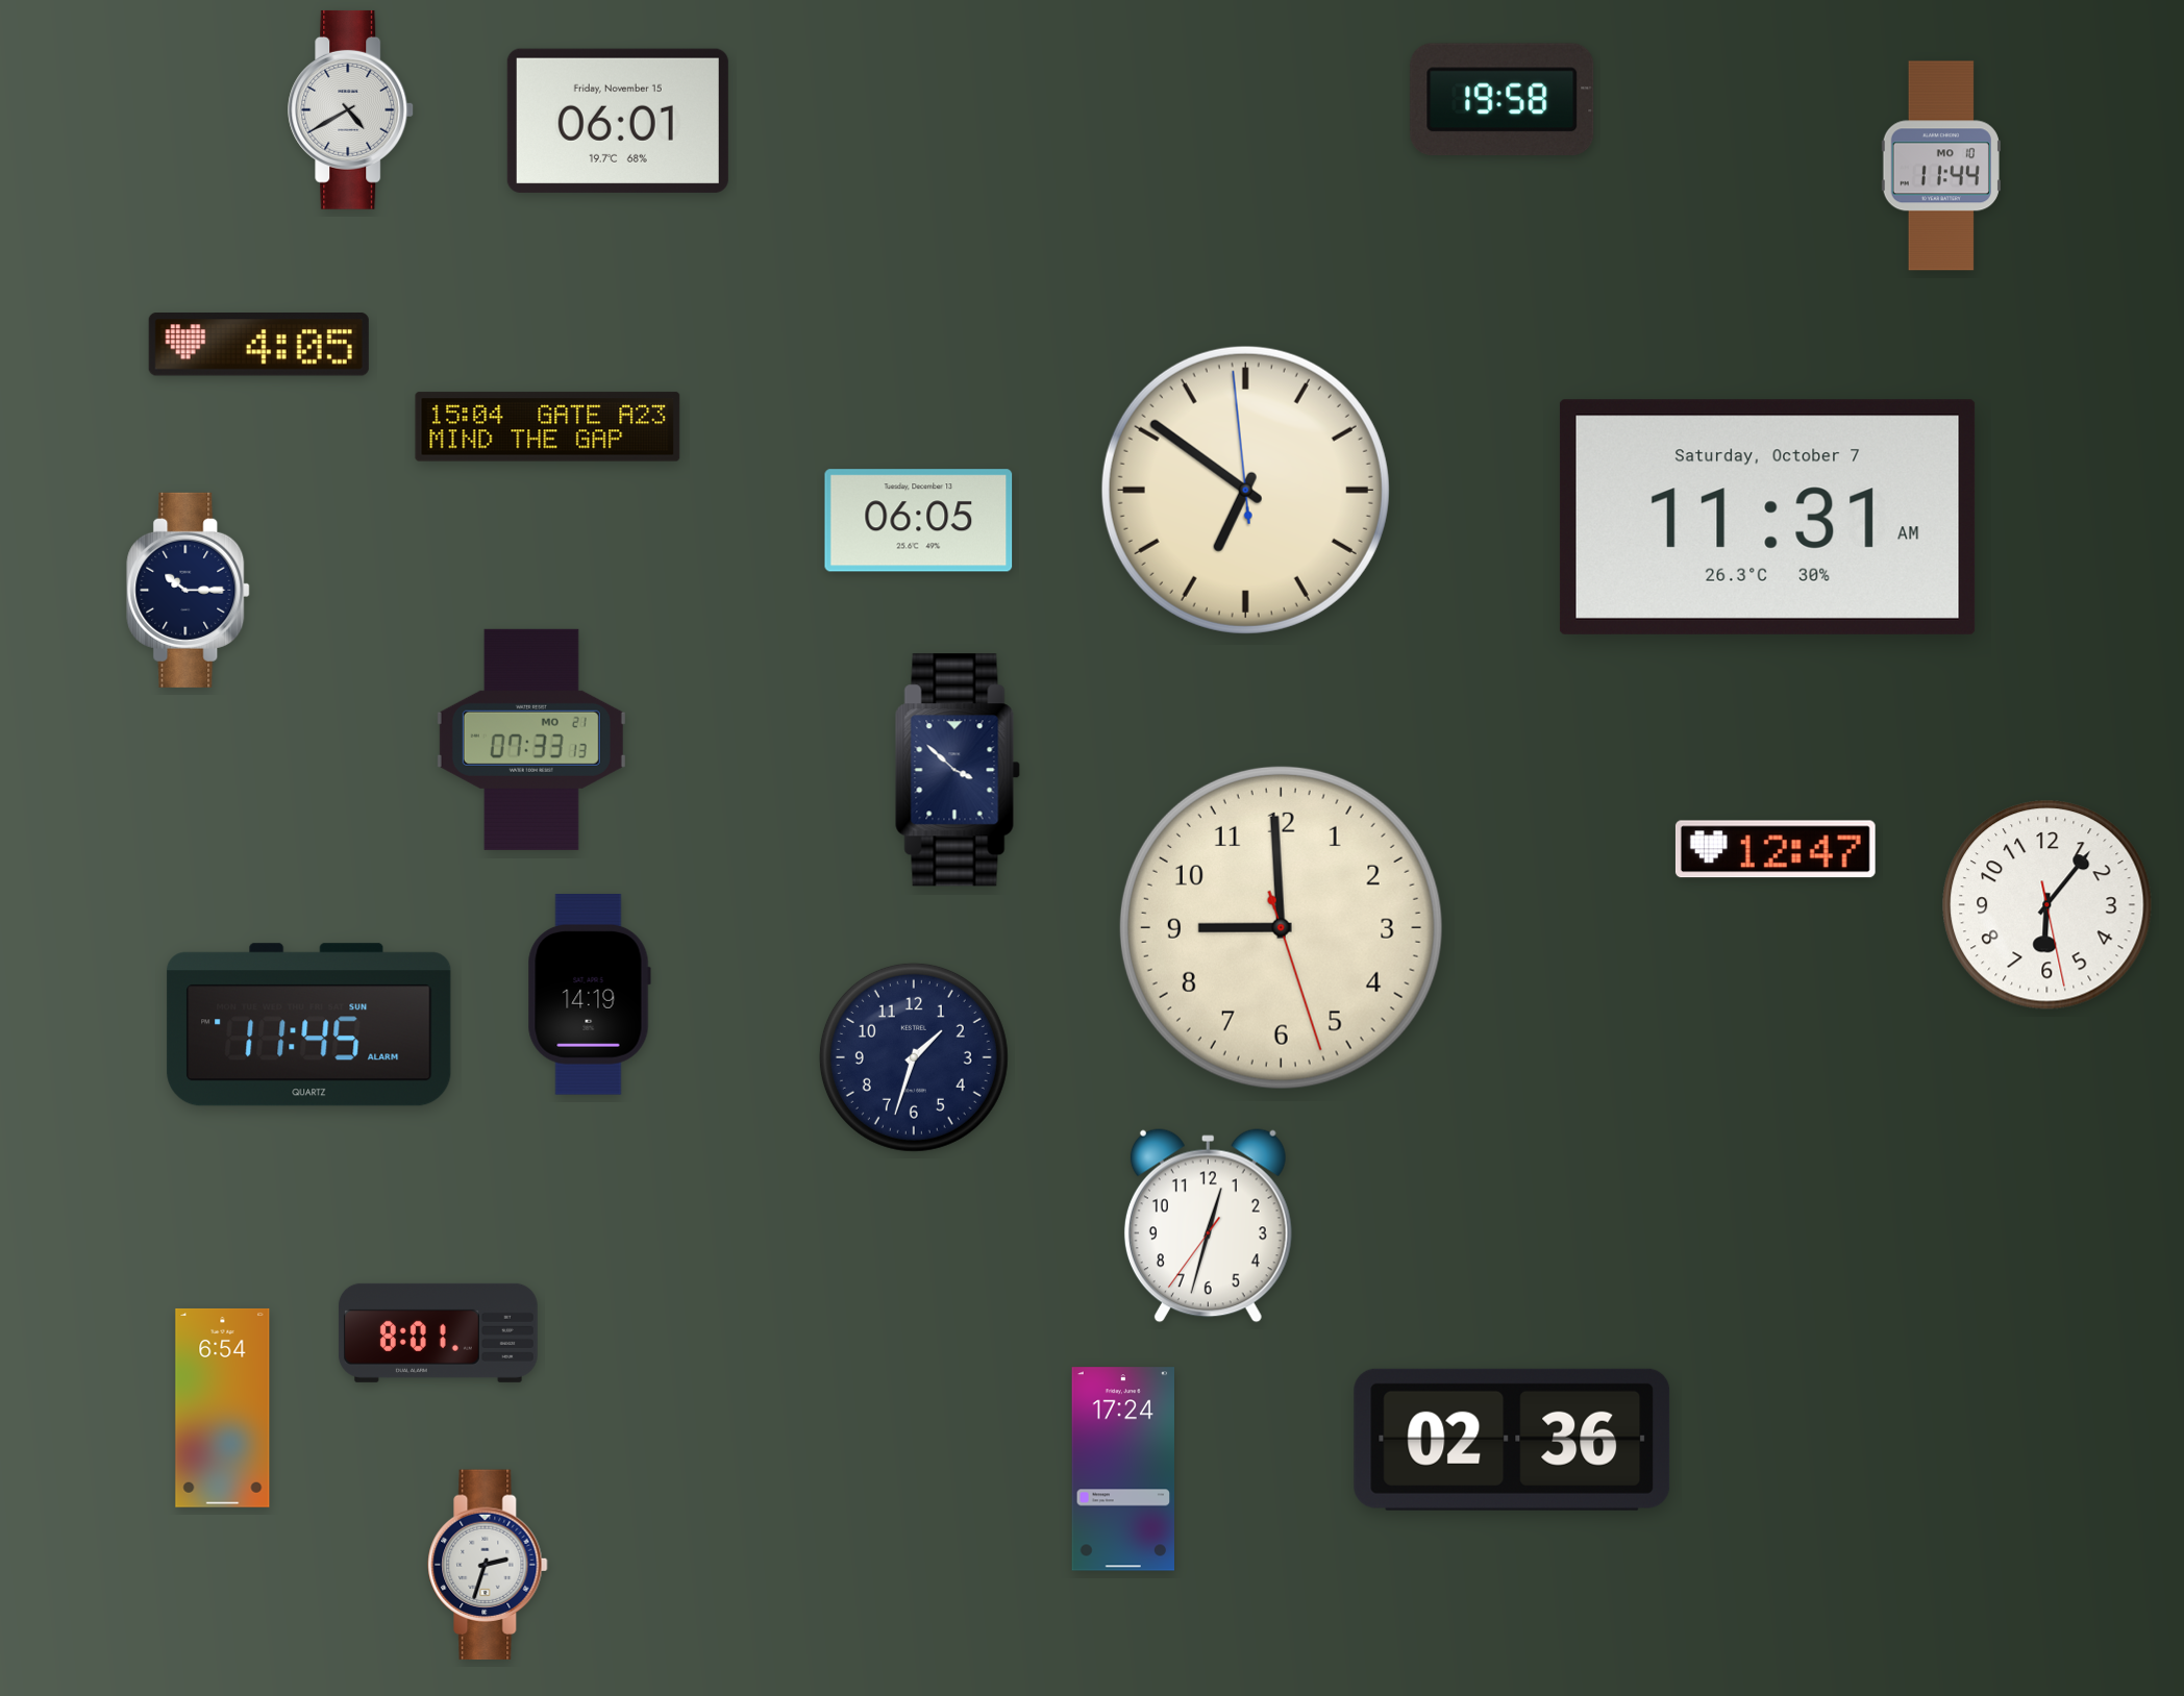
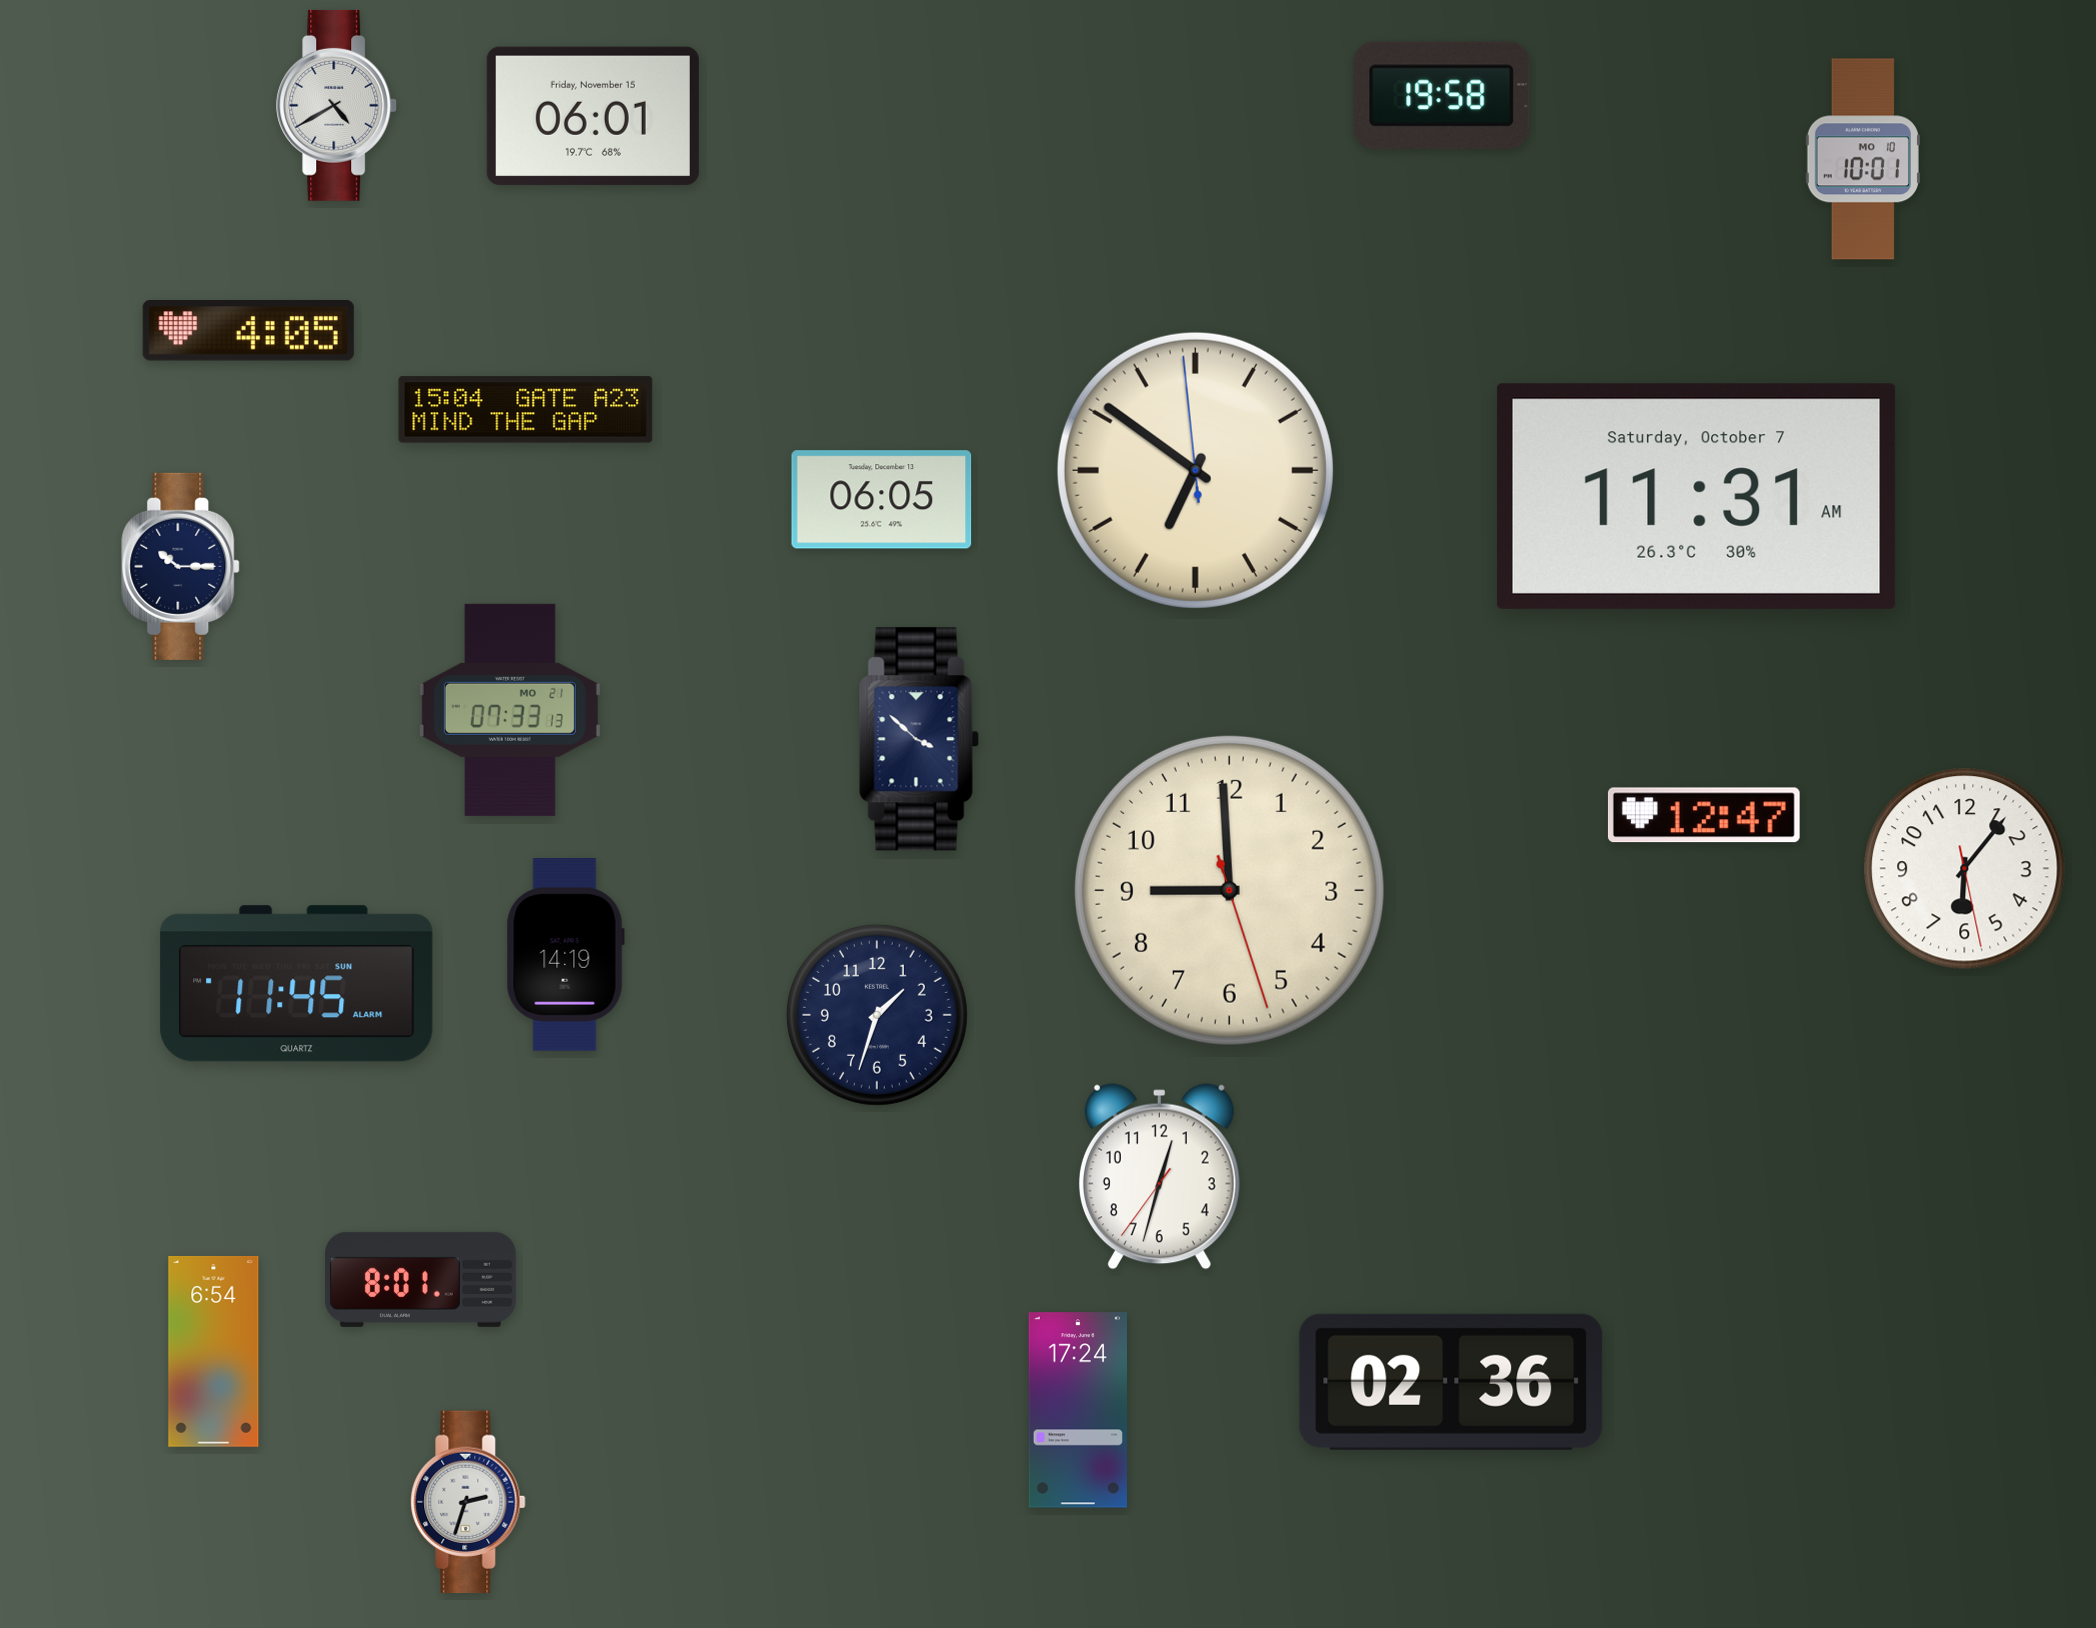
clock at (1941, 166): 11:44 -> 10:01
